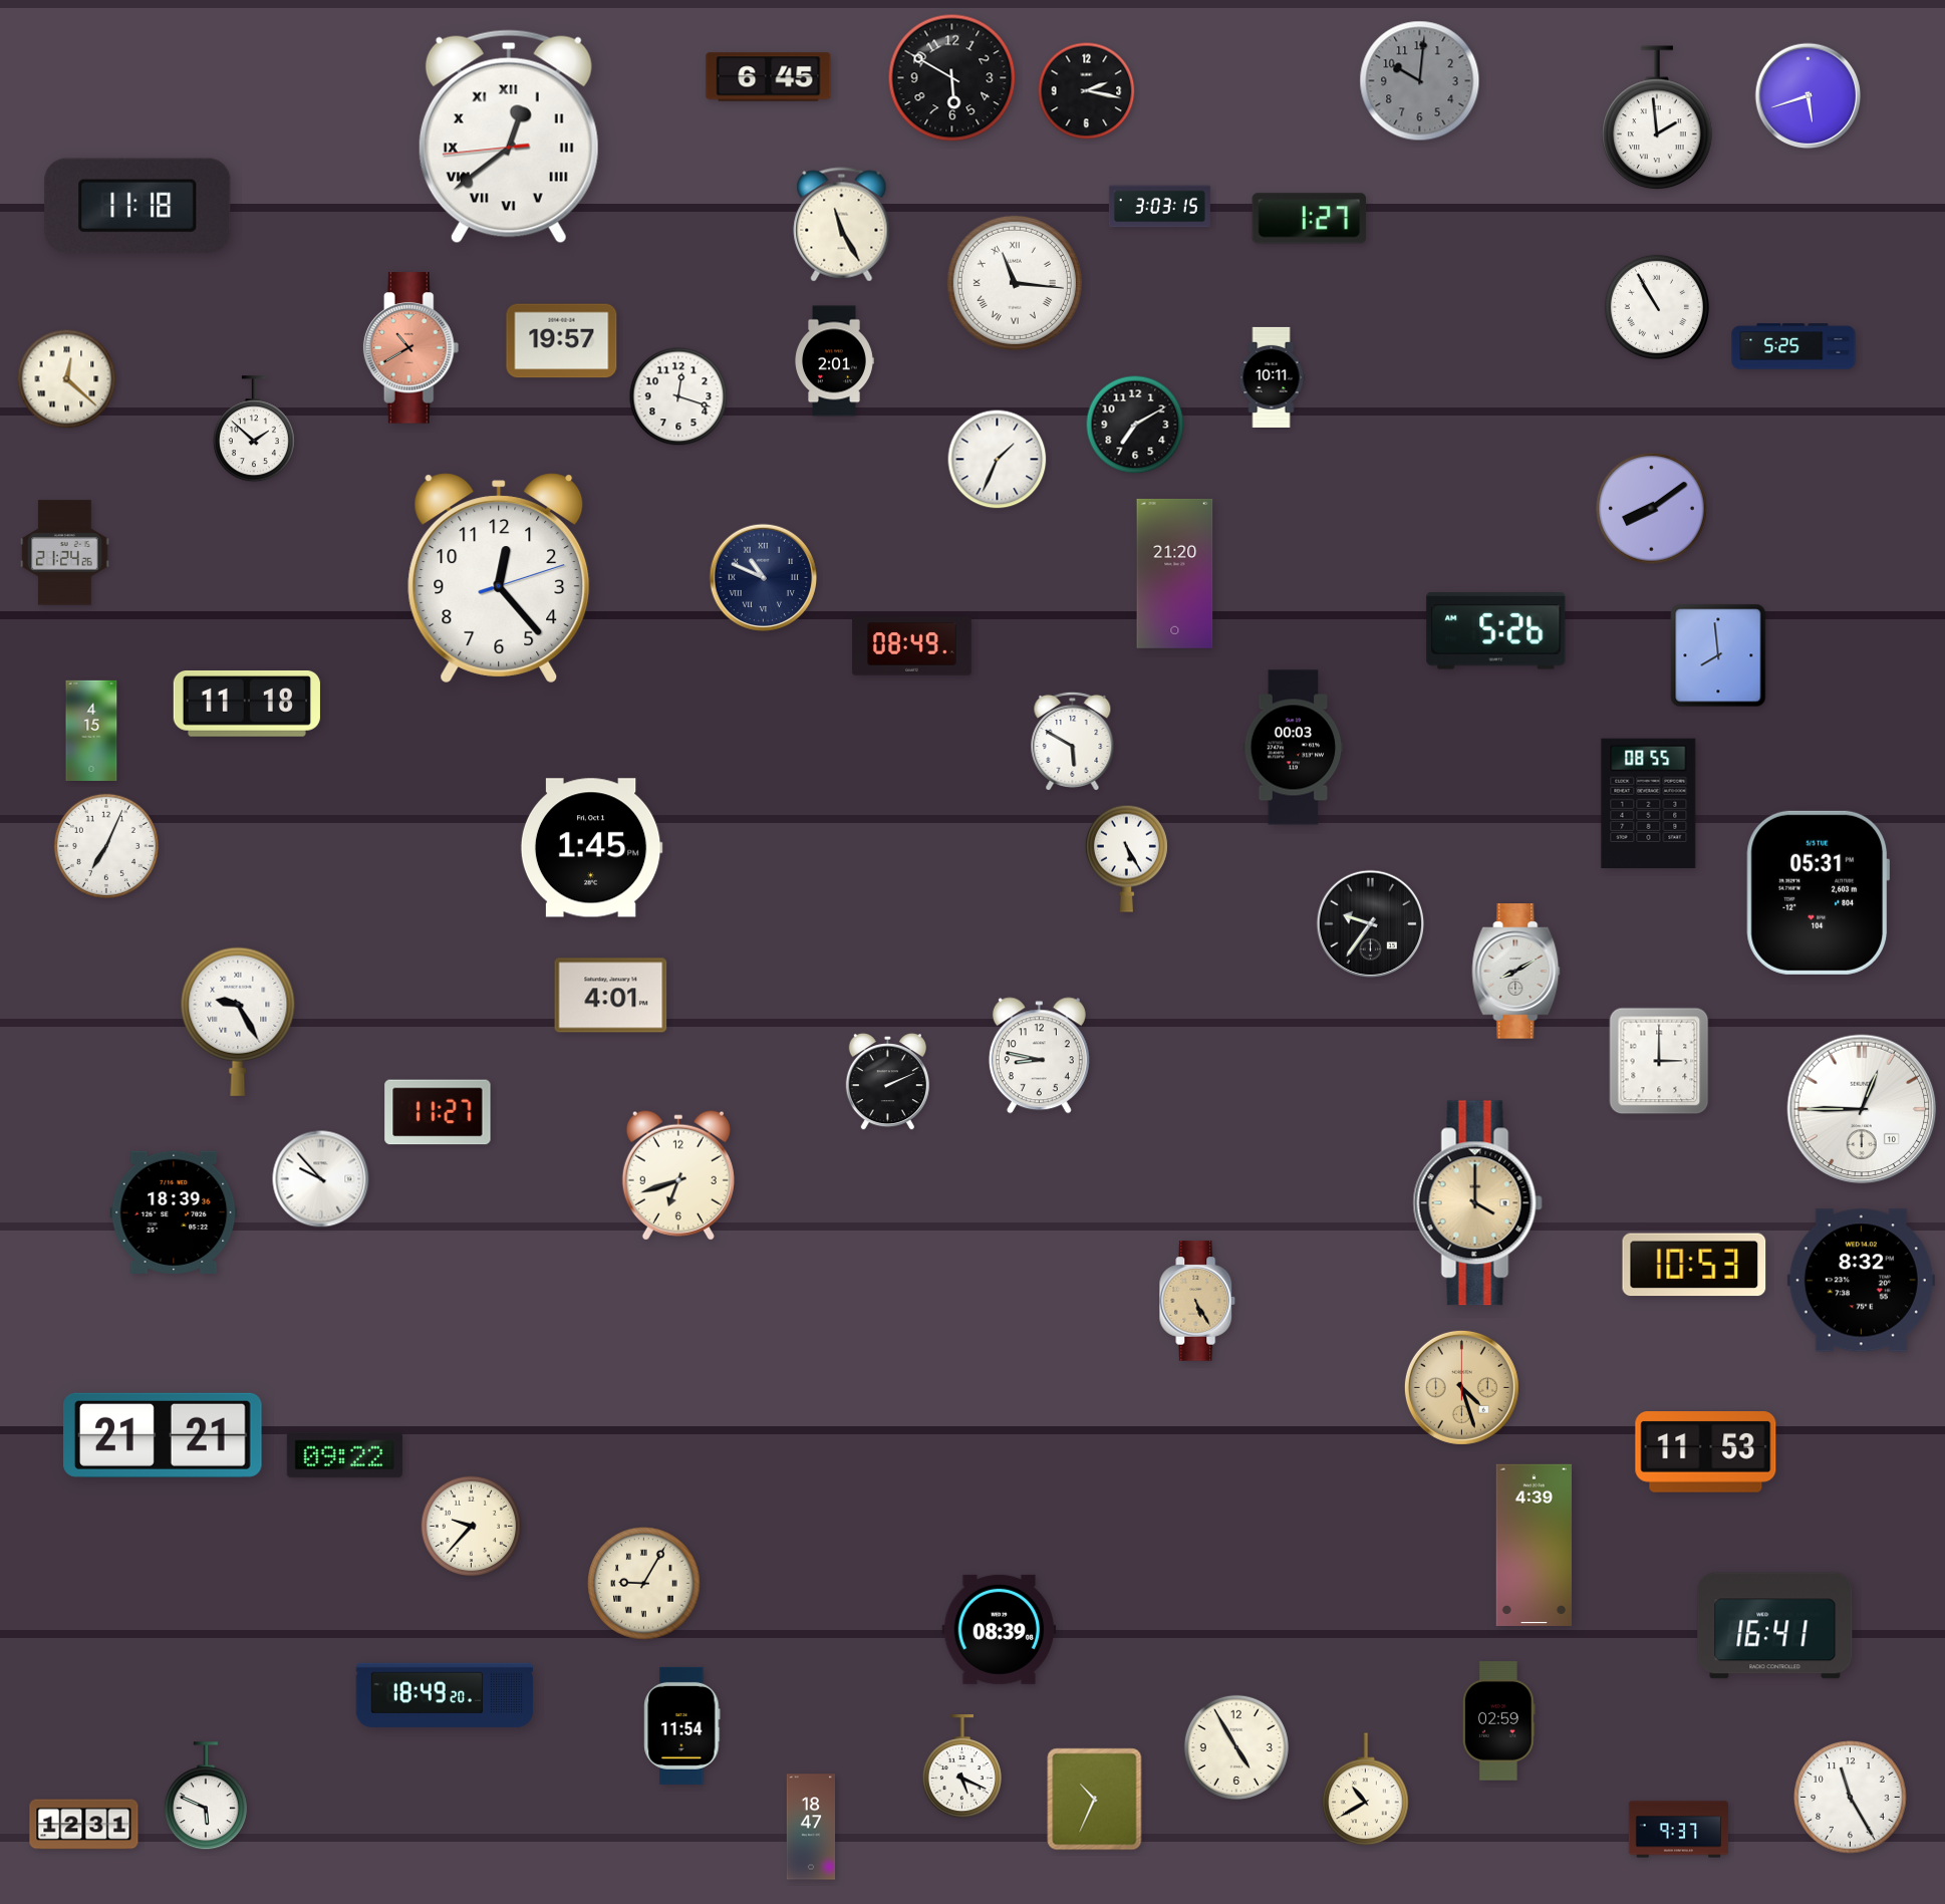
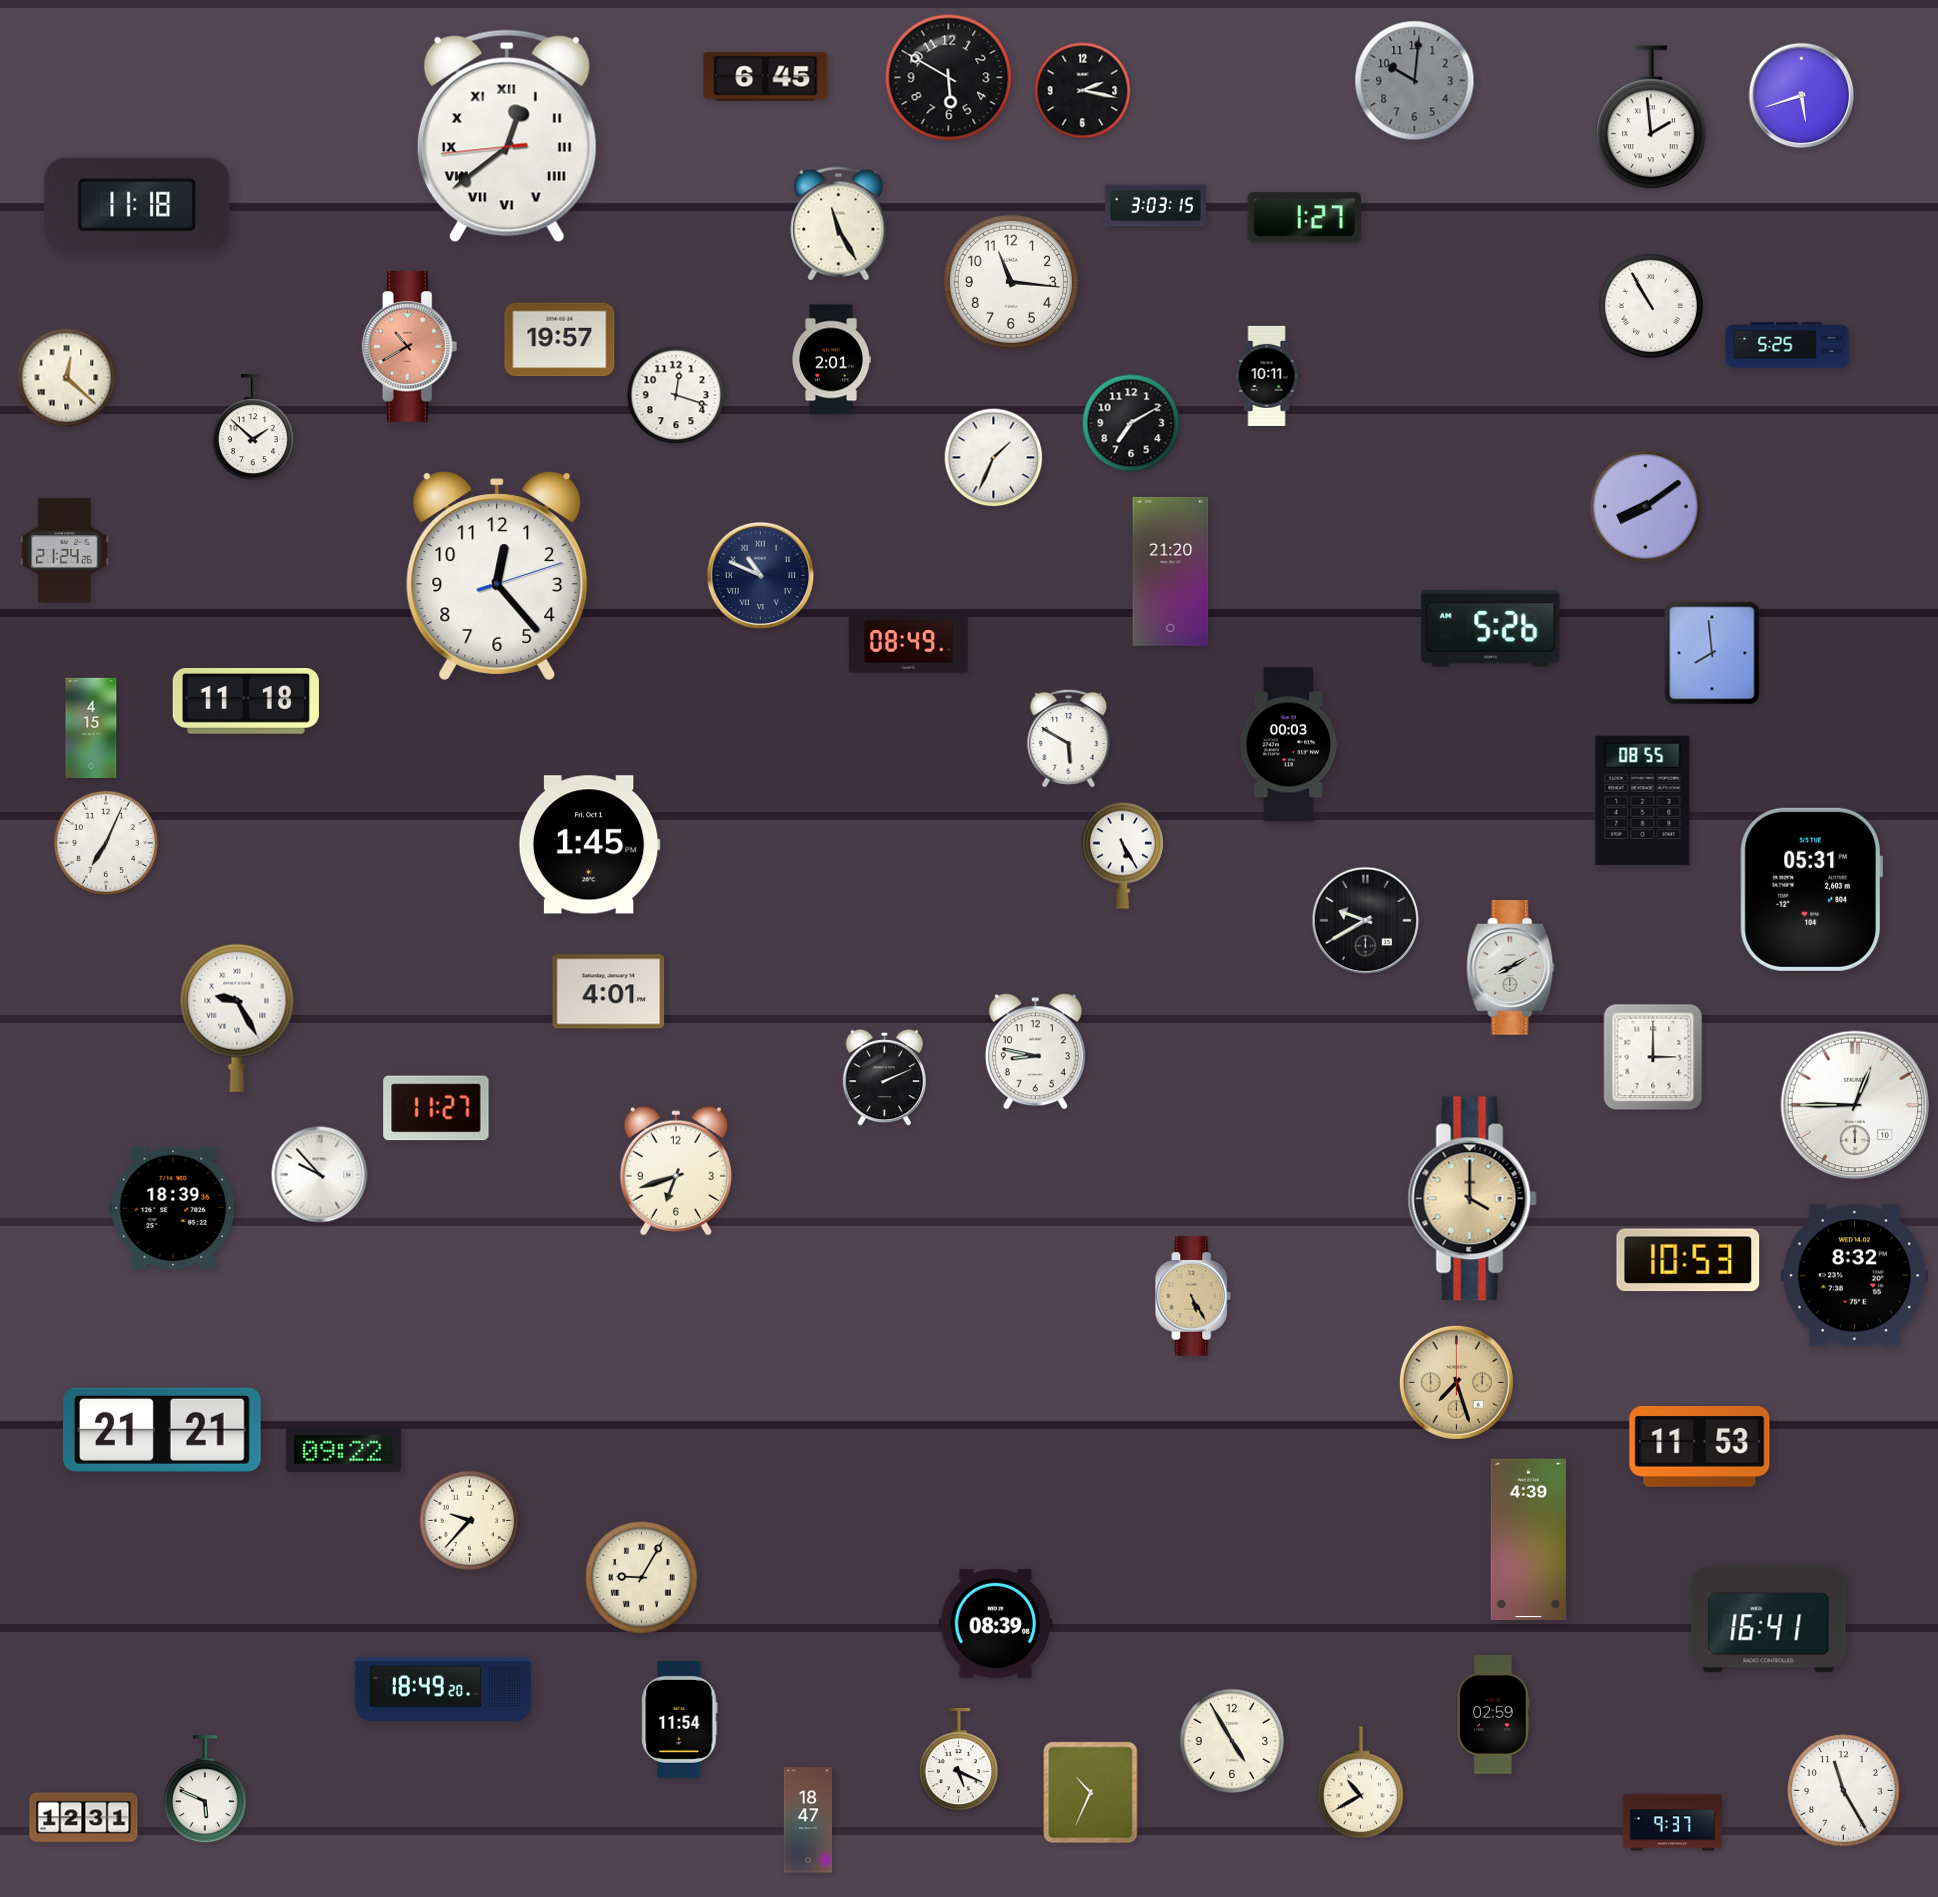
clock at (1015, 283) numerals: Roman -> Arabic
clock at (1371, 924): 9:36 -> 9:40
clock at (1461, 1387): 4:27 -> 7:27
